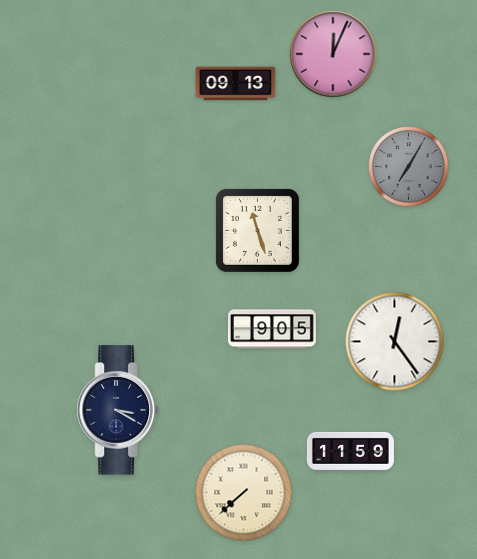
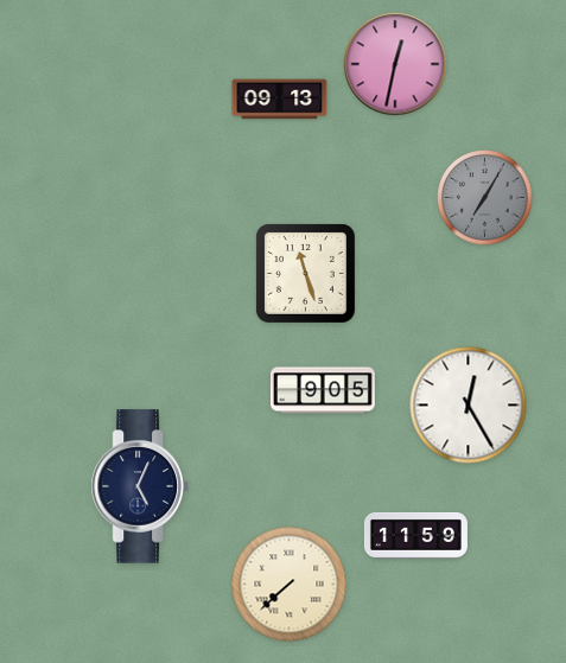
clock at (333, 54): 12:04 -> 12:32
clock at (395, 342): 12:24 -> 12:25
clock at (118, 410): 3:20 -> 5:04
